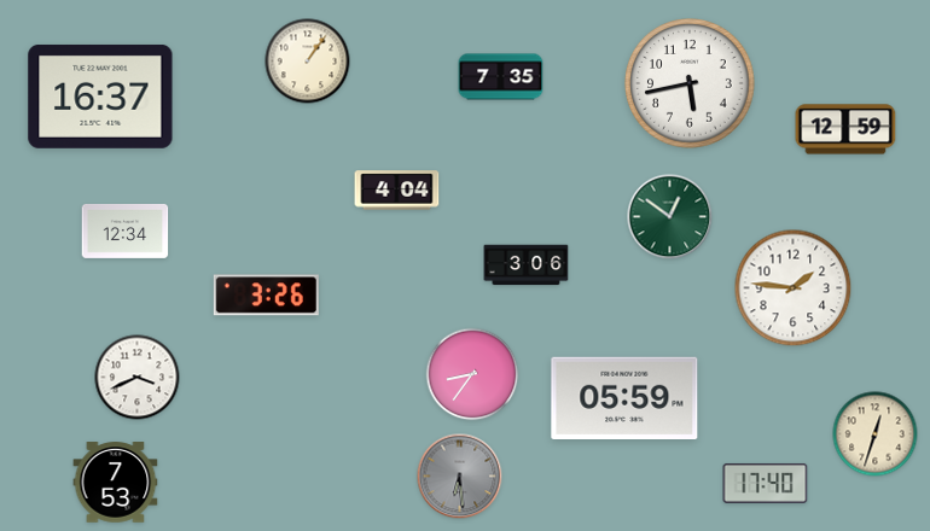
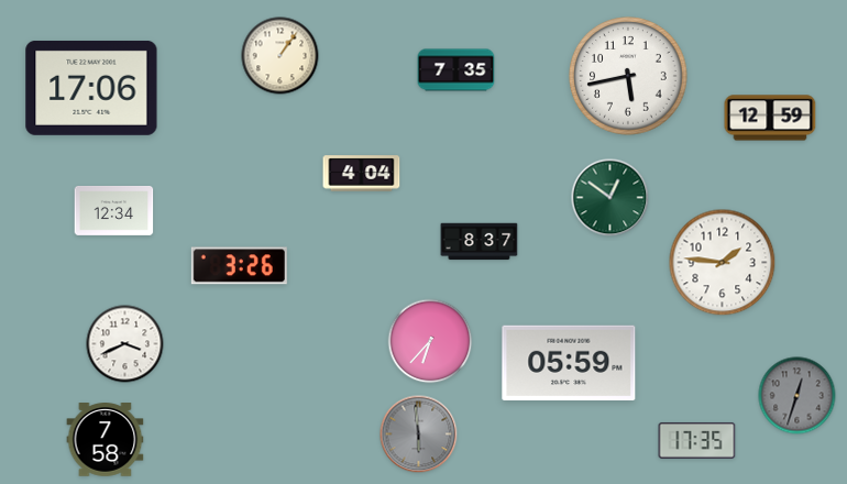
clock at (100, 97): 16:37 -> 17:06
clock at (527, 265): 3:06 -> 8:37
clock at (266, 296) position: (266, 296) -> (239, 266)
clock at (472, 374): 8:36 -> 6:37
clock at (876, 434) dial: cream -> grey
clock at (460, 477): 6:29 -> 5:59
clock at (116, 483): 7:53 -> 7:58
clock at (766, 483): 17:40 -> 17:35
